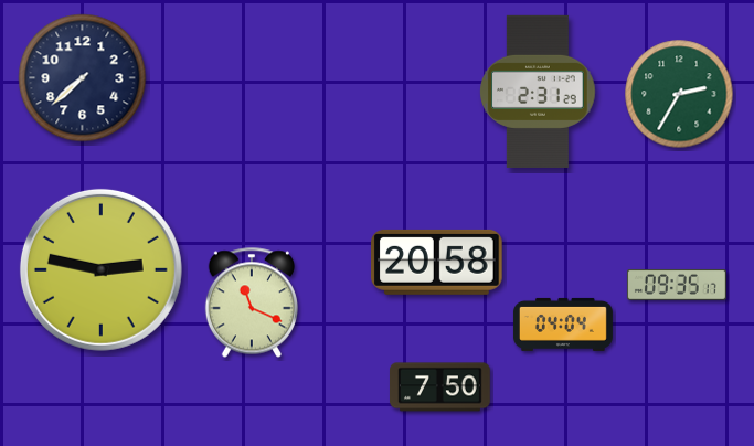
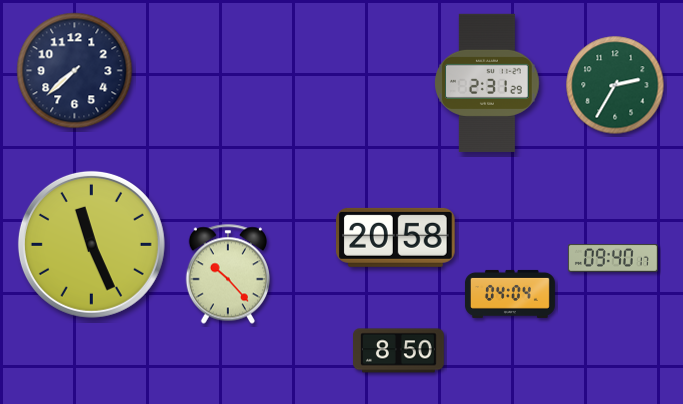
clock at (100, 269): 2:47 -> 11:26
clock at (677, 285): 09:35 -> 09:40
clock at (252, 302): 11:19 -> 10:23
clock at (440, 387): 7:50 -> 8:50
